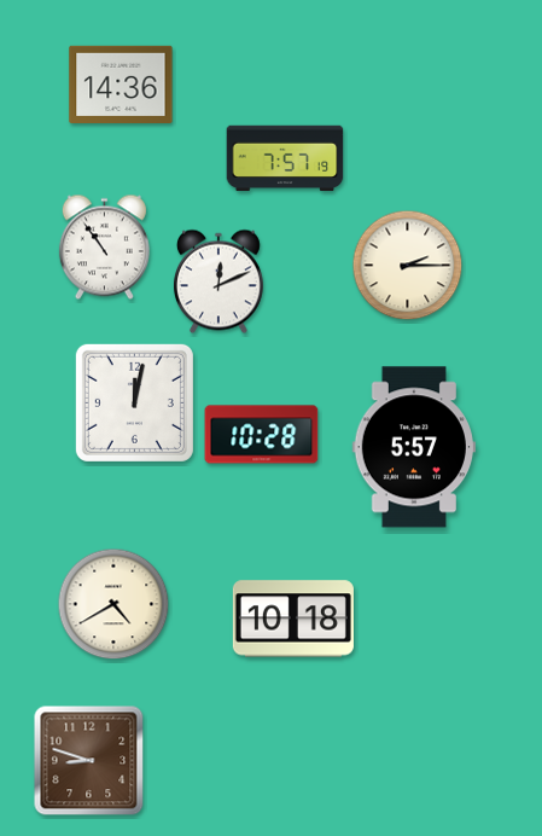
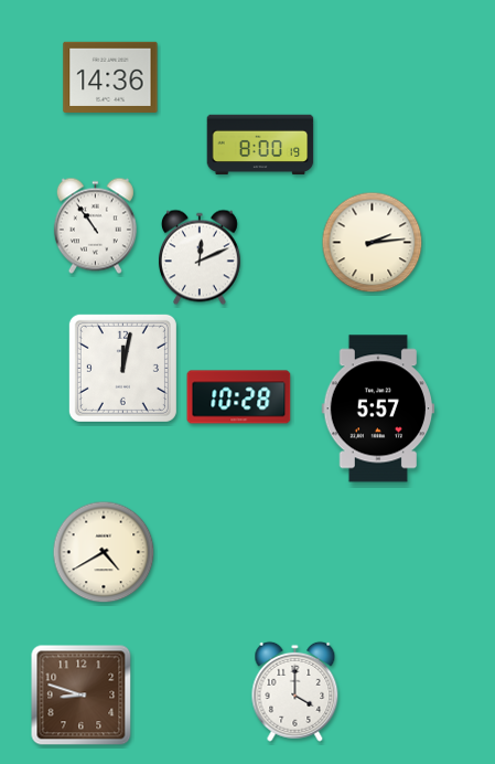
clock at (285, 158): 7:57 -> 8:00
clock at (408, 266): 2:15 -> 2:14
clock at (293, 619): 10:18 -> none
clock at (295, 691): none -> 4:00
